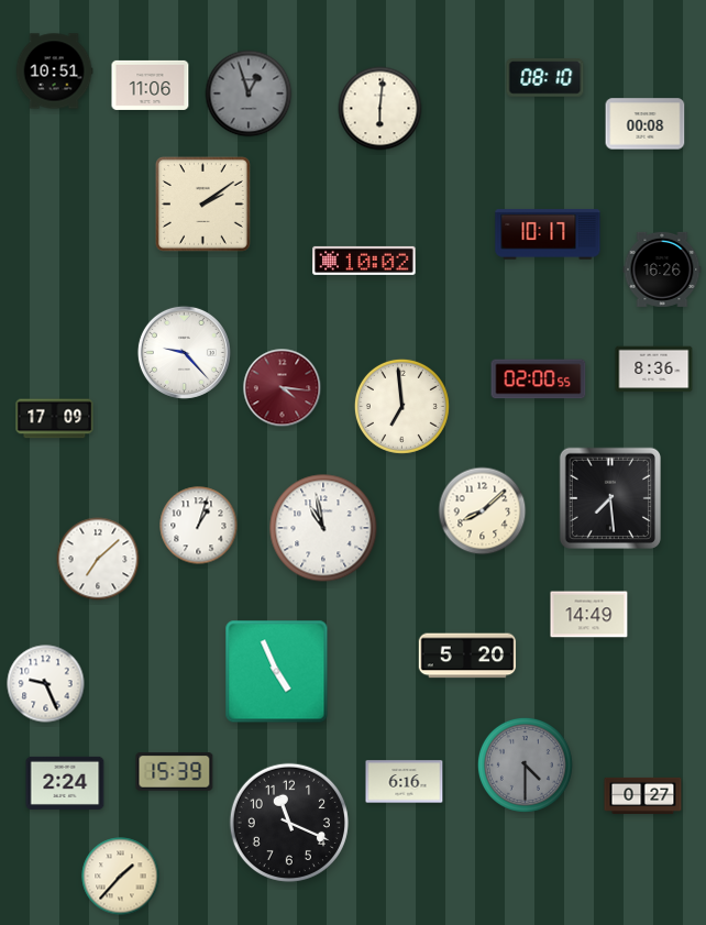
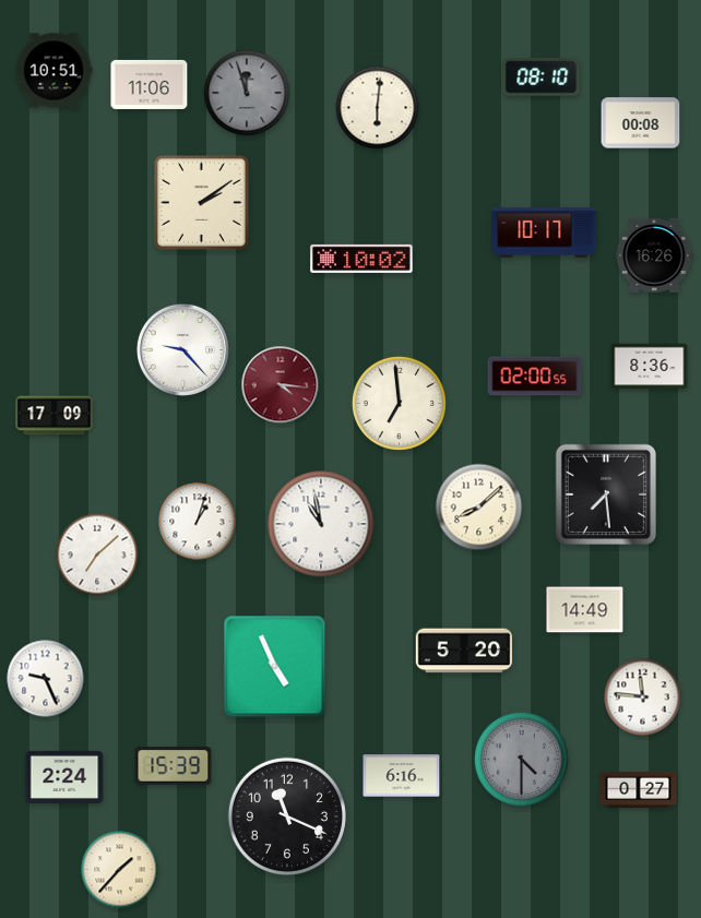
clock at (249, 93): 12:57 -> 11:57
clock at (662, 269) position: (662, 269) -> (654, 255)
clock at (643, 698): none -> 11:46
